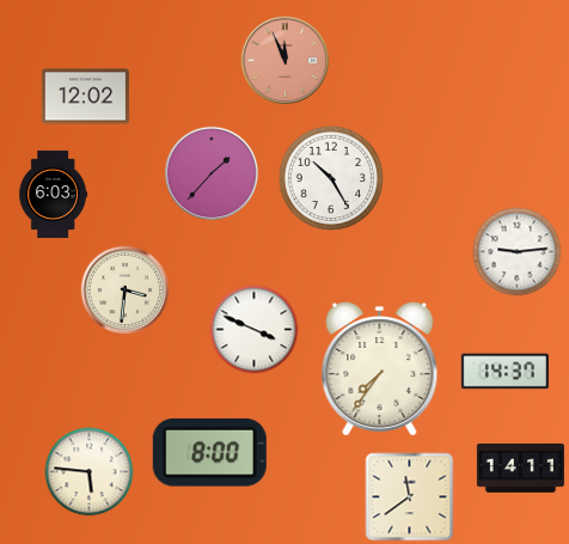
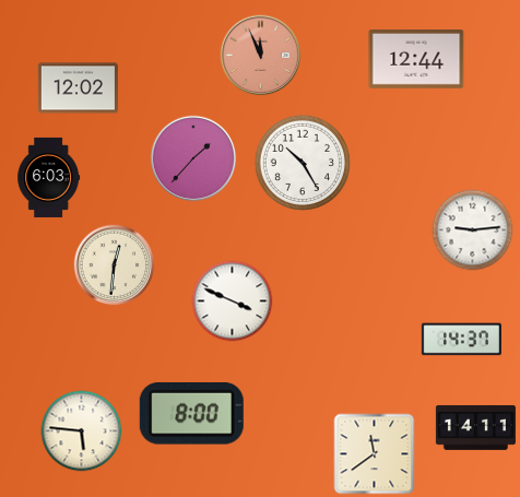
clock at (416, 60): none -> 12:44
clock at (126, 291): 3:31 -> 12:31
clock at (380, 368): 7:36 -> none
